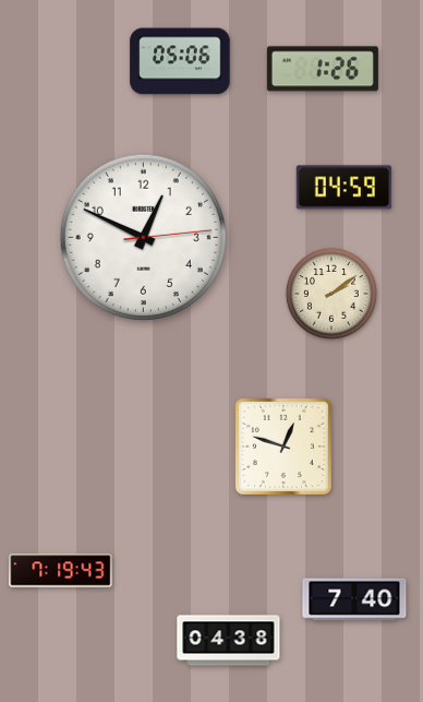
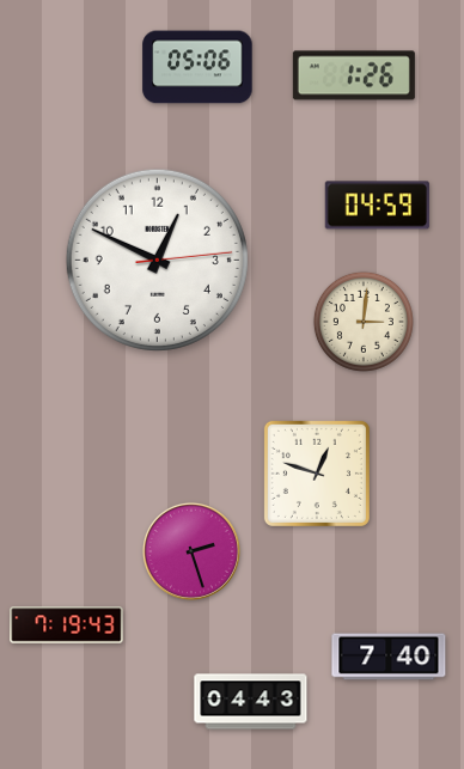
clock at (331, 294): 2:09 -> 3:01
clock at (283, 447) position: (283, 447) -> (317, 474)
clock at (191, 551): none -> 2:27
clock at (229, 641): 04:38 -> 04:43
